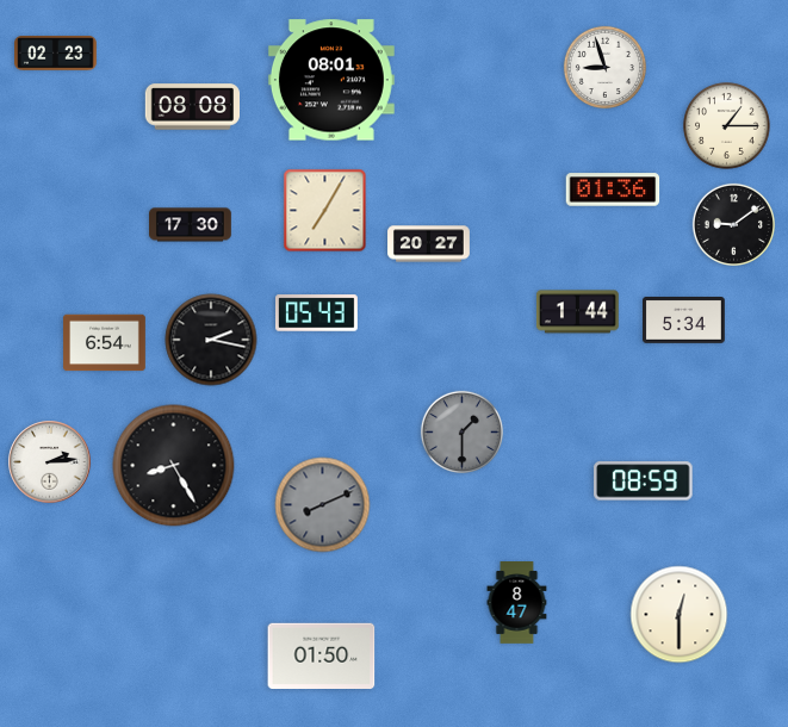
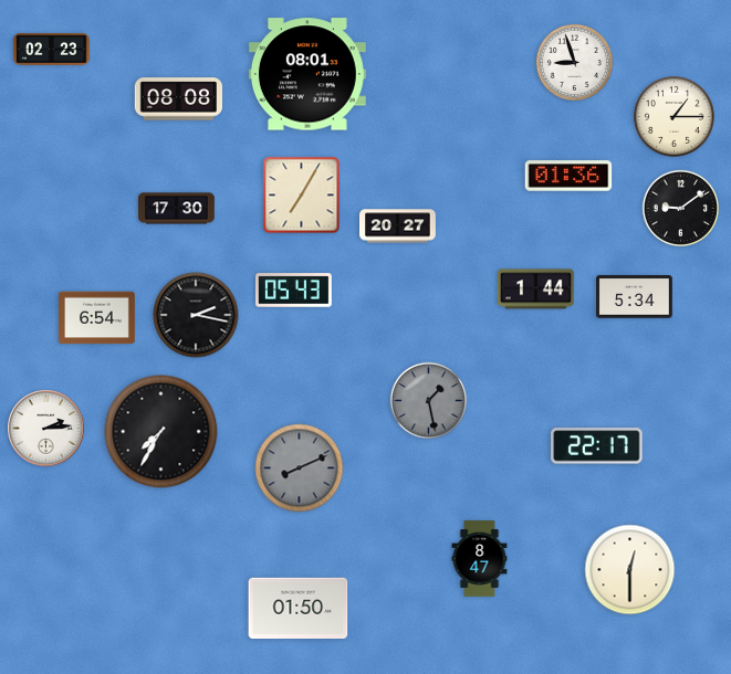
clock at (604, 67) position: (604, 67) -> (574, 62)
clock at (461, 431): 1:30 -> 1:28
clock at (174, 466): 8:25 -> 7:35
clock at (644, 481): 08:59 -> 22:17
